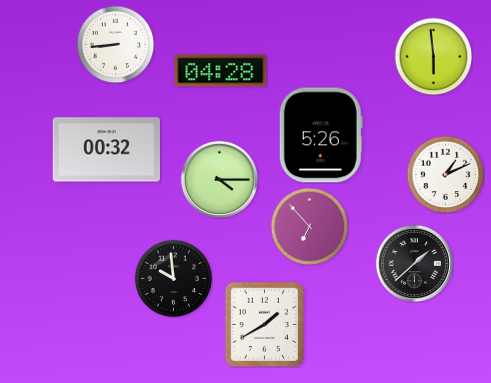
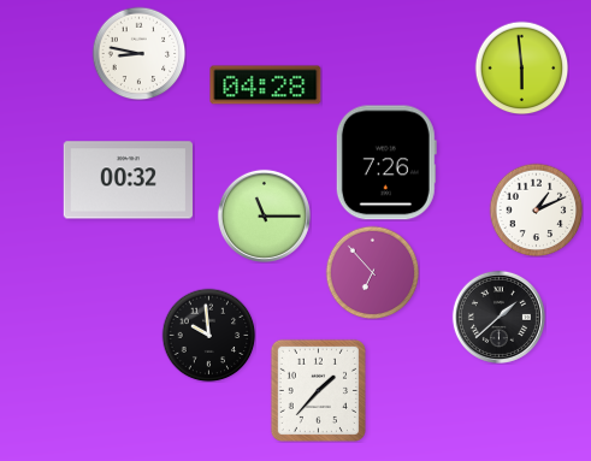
clock at (115, 44): 8:44 -> 8:47
clock at (321, 135): 5:26 -> 7:26
clock at (219, 179): 4:15 -> 11:15
clock at (264, 324): 1:40 -> 1:37
